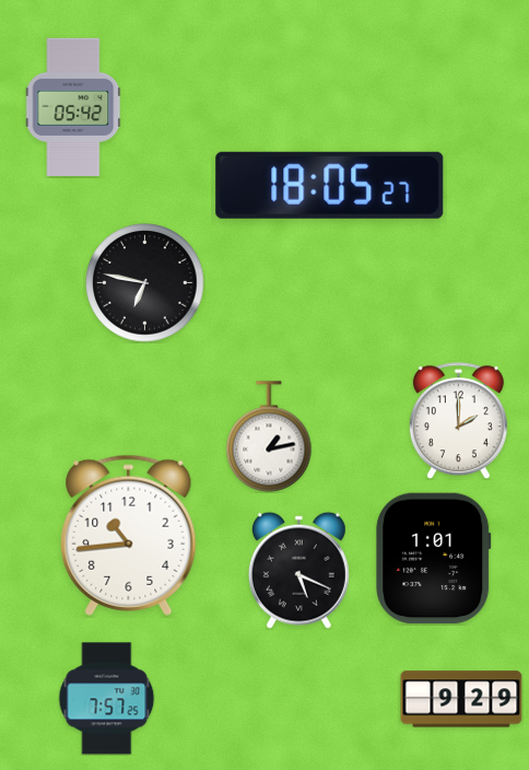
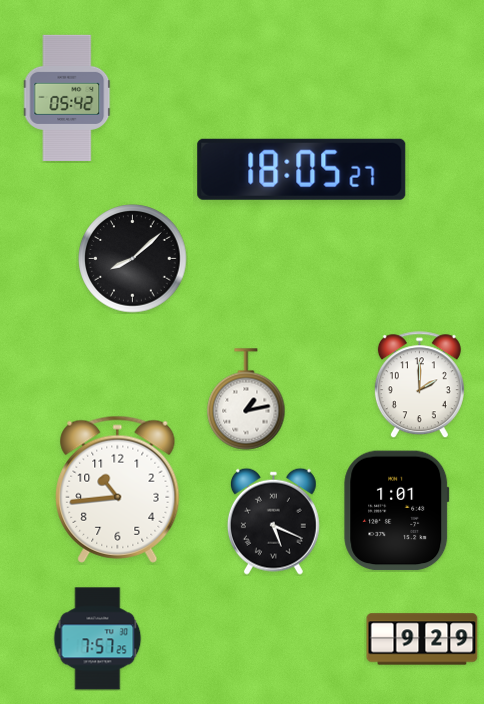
clock at (145, 283): 6:47 -> 8:08
